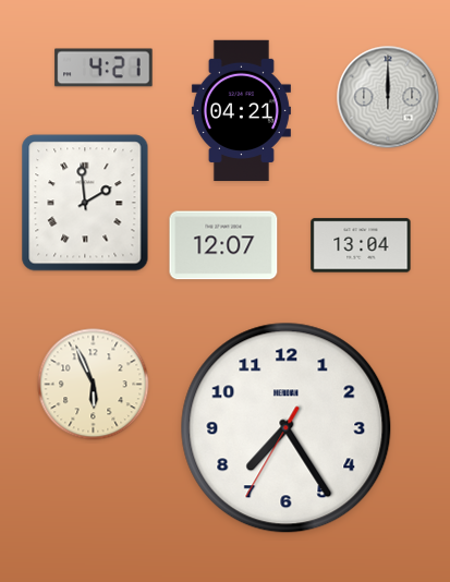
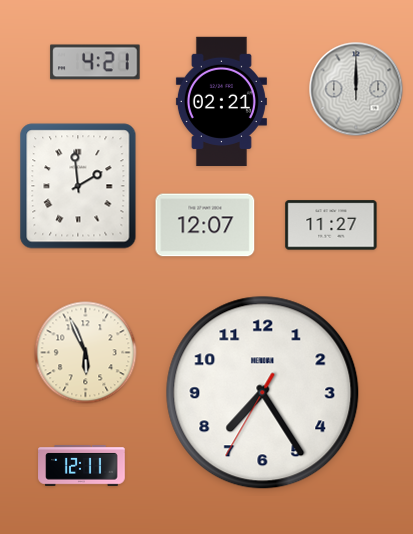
clock at (241, 111): 04:21 -> 02:21
clock at (361, 245): 13:04 -> 11:27
clock at (82, 466): none -> 12:11
